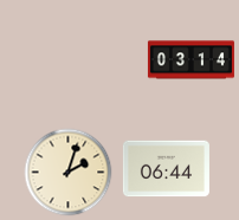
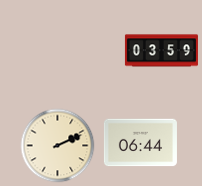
clock at (190, 60): 03:14 -> 03:59
clock at (69, 173): 2:03 -> 2:11
